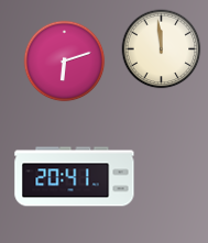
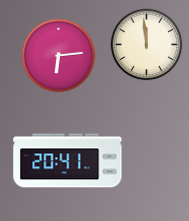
clock at (65, 62): 6:12 -> 6:14
